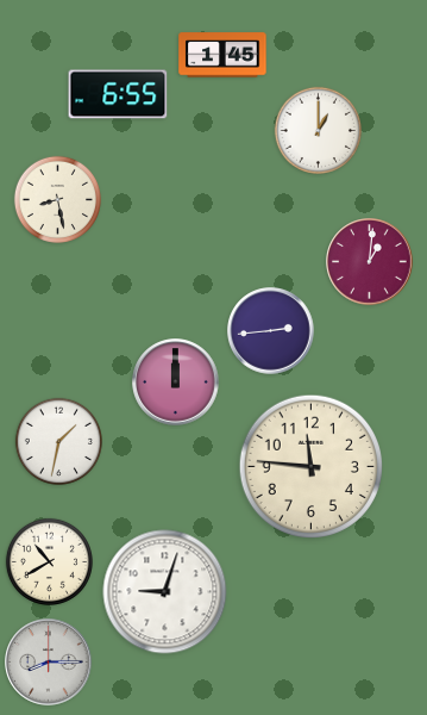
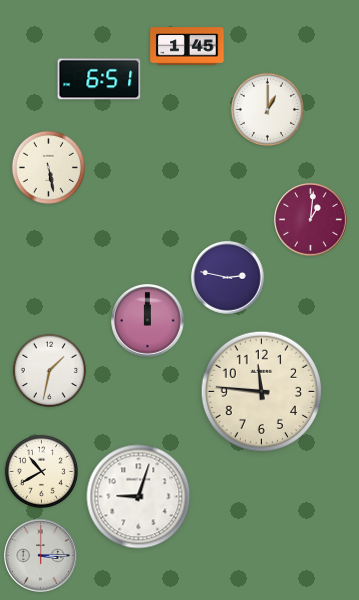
clock at (118, 94): 6:55 -> 6:51
clock at (57, 199): 8:28 -> 5:28
clock at (271, 331): 2:44 -> 2:47
clock at (49, 663): 8:15 -> 3:15
